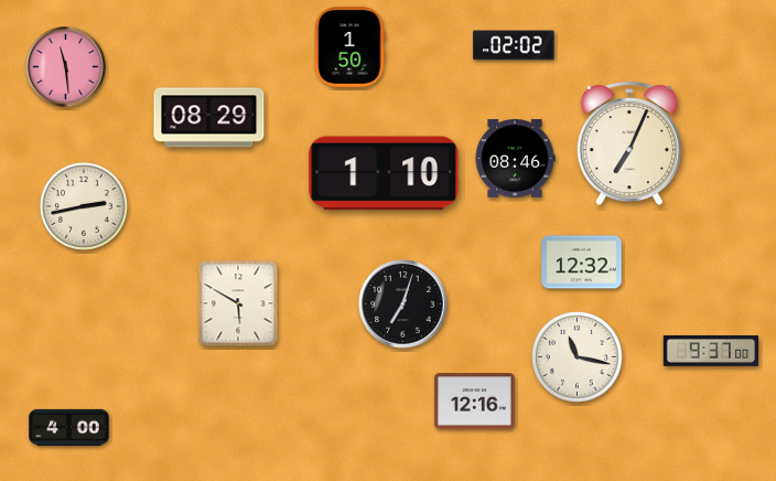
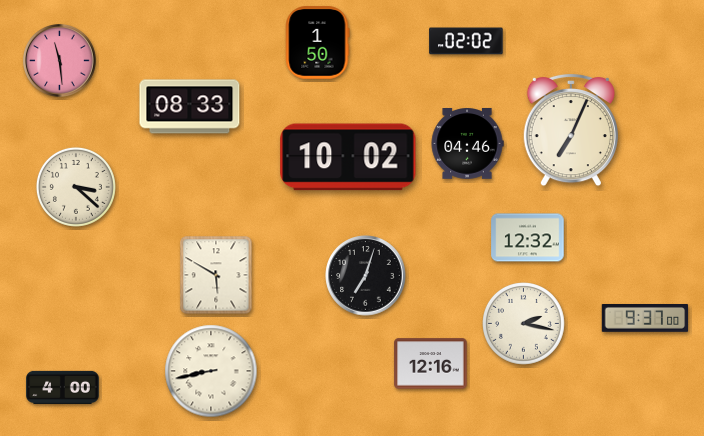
clock at (209, 118): 08:29 -> 08:33
clock at (515, 159): 08:46 -> 04:46
clock at (384, 173): 1:10 -> 10:02
clock at (84, 206): 2:43 -> 3:22
clock at (578, 357): 11:17 -> 2:17
clock at (211, 371): none -> 8:43
